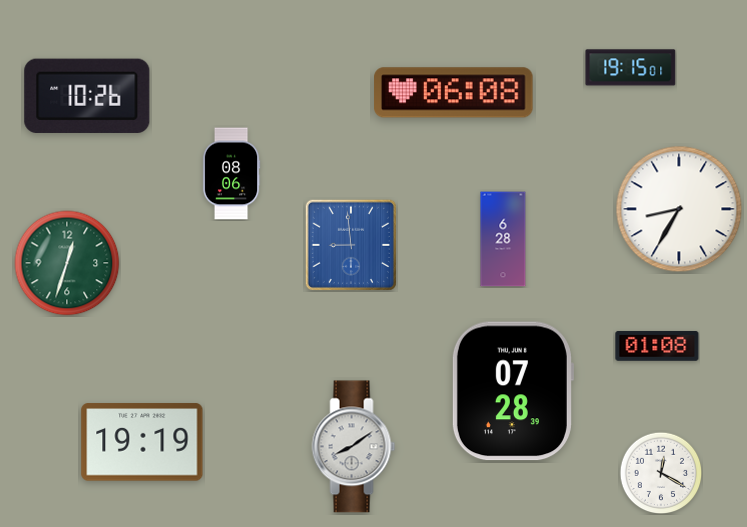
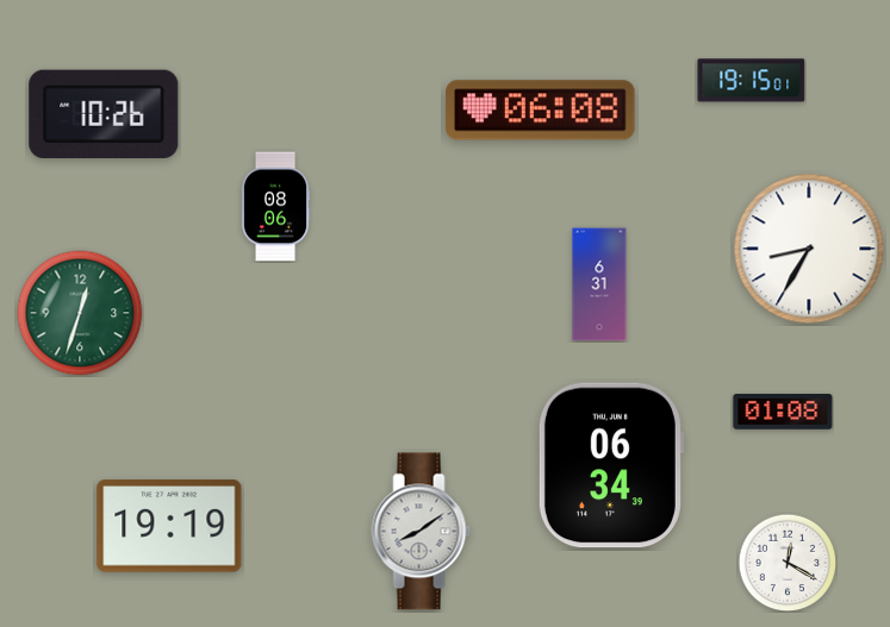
clock at (503, 239): 6:28 -> 6:31
clock at (351, 245): 8:59 -> none
clock at (512, 391): 07:28 -> 06:34
